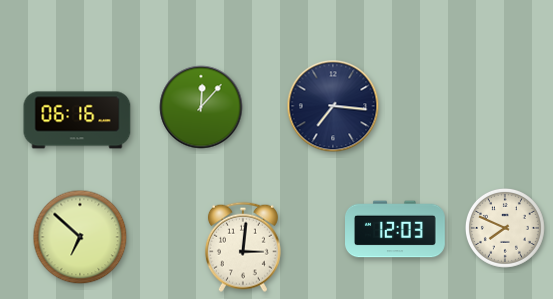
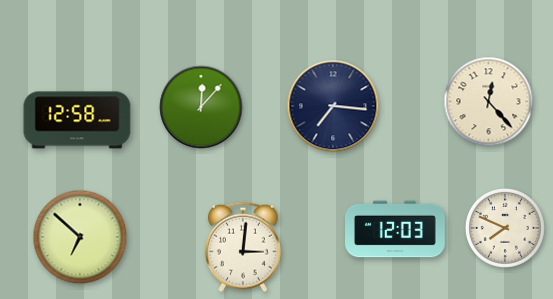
clock at (489, 102): none -> 12:23
clock at (77, 120): 06:16 -> 12:58
